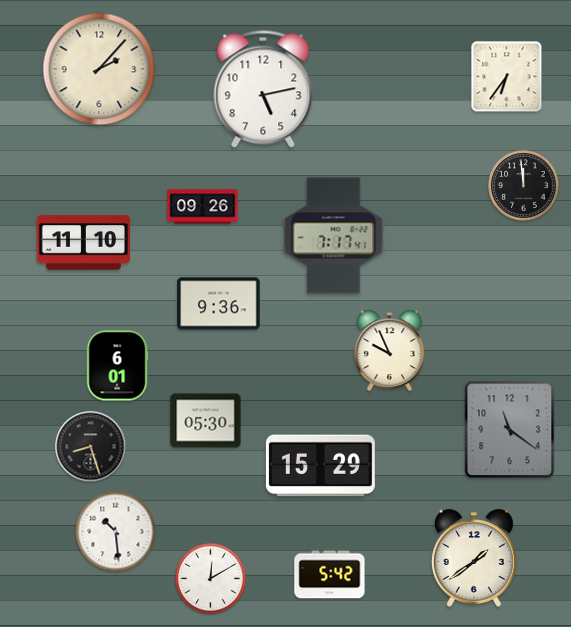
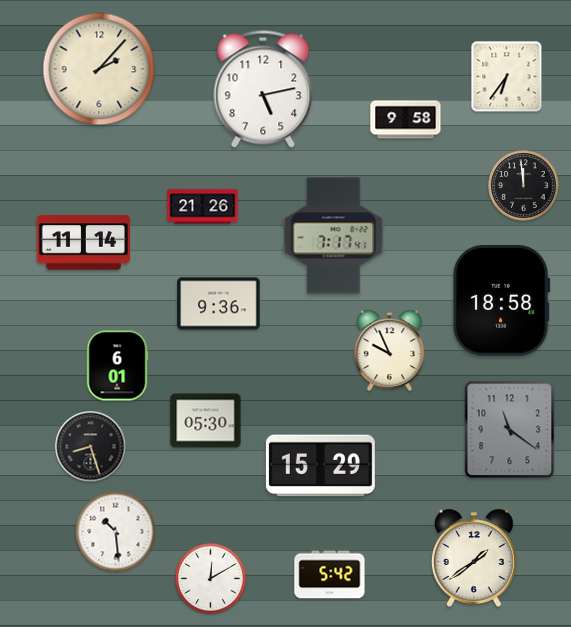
clock at (406, 120): none -> 9:58
clock at (203, 207): 09:26 -> 21:26
clock at (83, 243): 11:10 -> 11:14
clock at (501, 301): none -> 18:58
